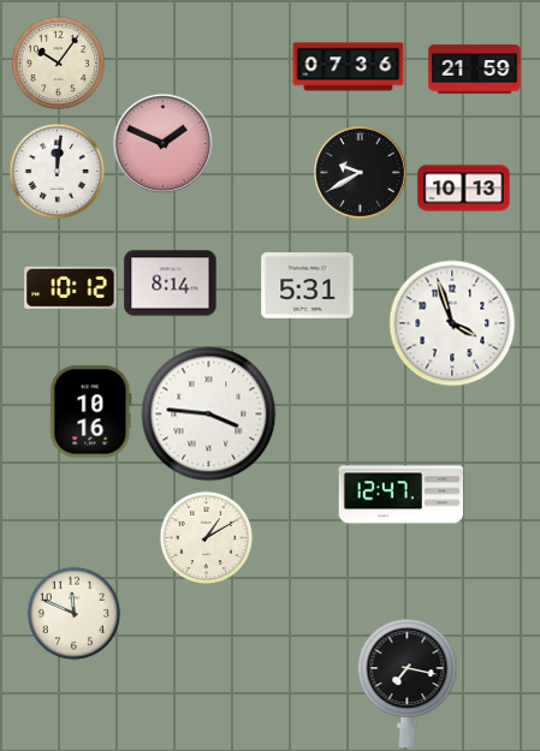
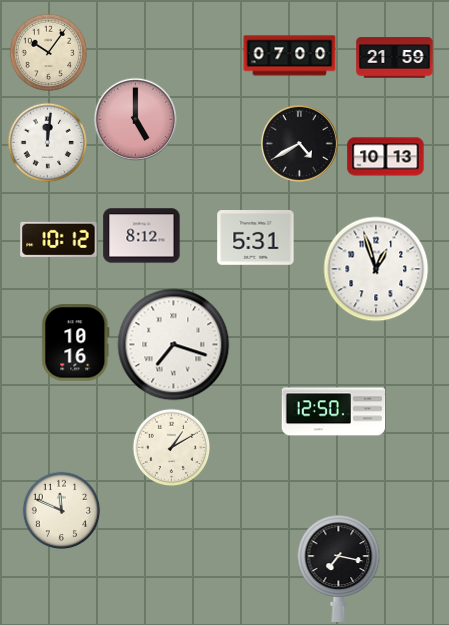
clock at (349, 67): 07:36 -> 07:00
clock at (162, 143): 1:49 -> 5:00
clock at (360, 172): 9:40 -> 4:40
clock at (171, 284): 8:14 -> 8:12
clock at (452, 323): 3:57 -> 12:57
clock at (209, 415): 3:46 -> 7:18
clock at (402, 495): 12:47 -> 12:50
